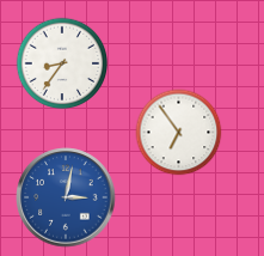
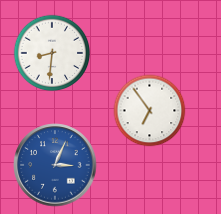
clock at (62, 63): 8:36 -> 8:31
clock at (66, 197): 3:02 -> 3:04
